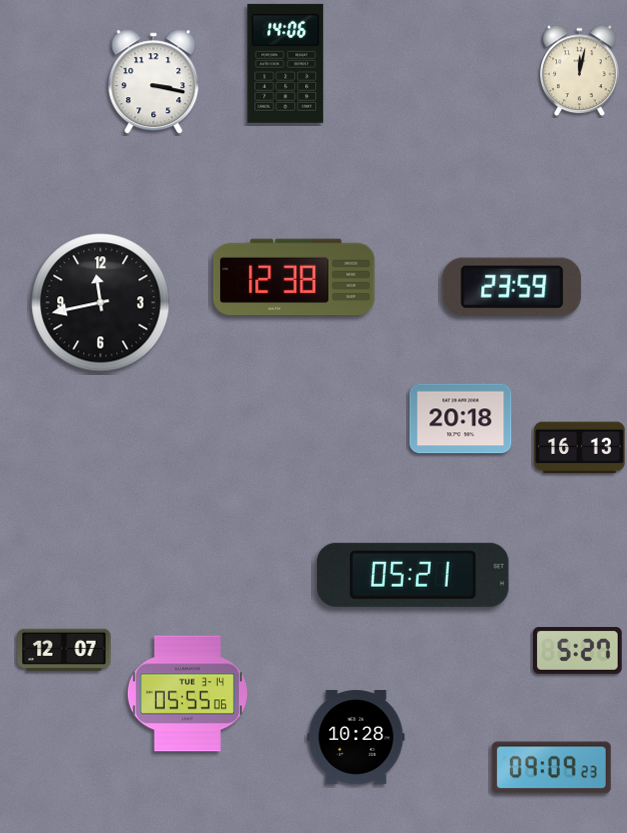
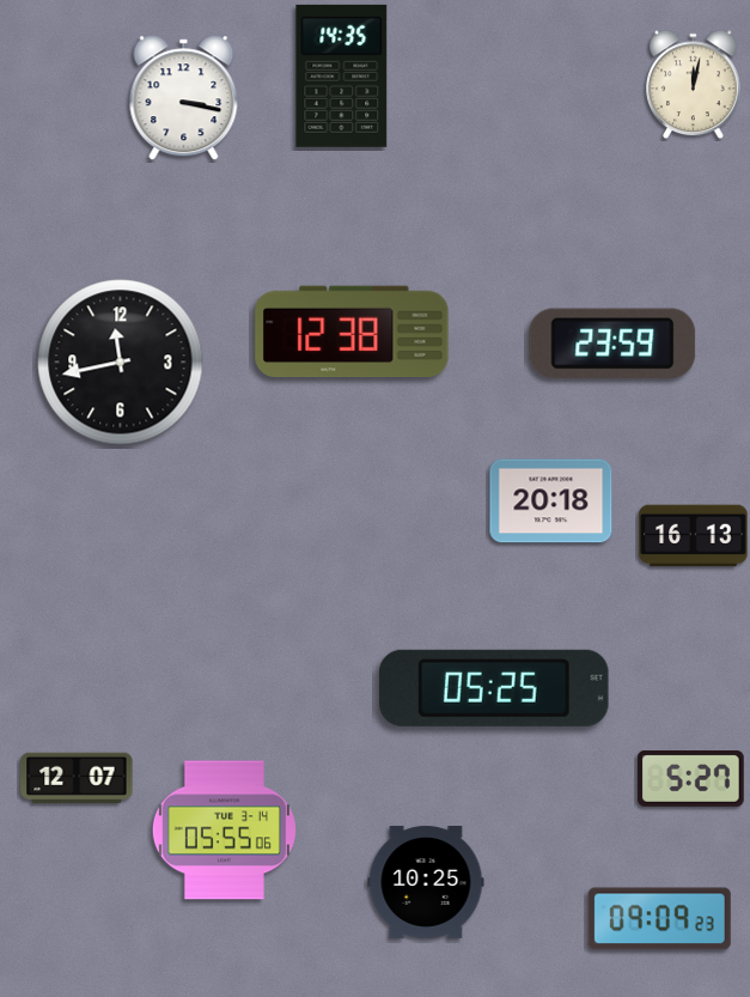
clock at (286, 63): 14:06 -> 14:35
clock at (414, 575): 05:21 -> 05:25
clock at (356, 737): 10:28 -> 10:25
